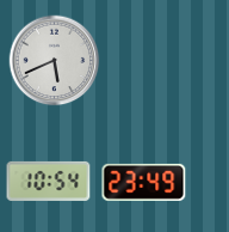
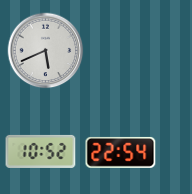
clock at (49, 181): 10:54 -> 10:52
clock at (144, 182): 23:49 -> 22:54
